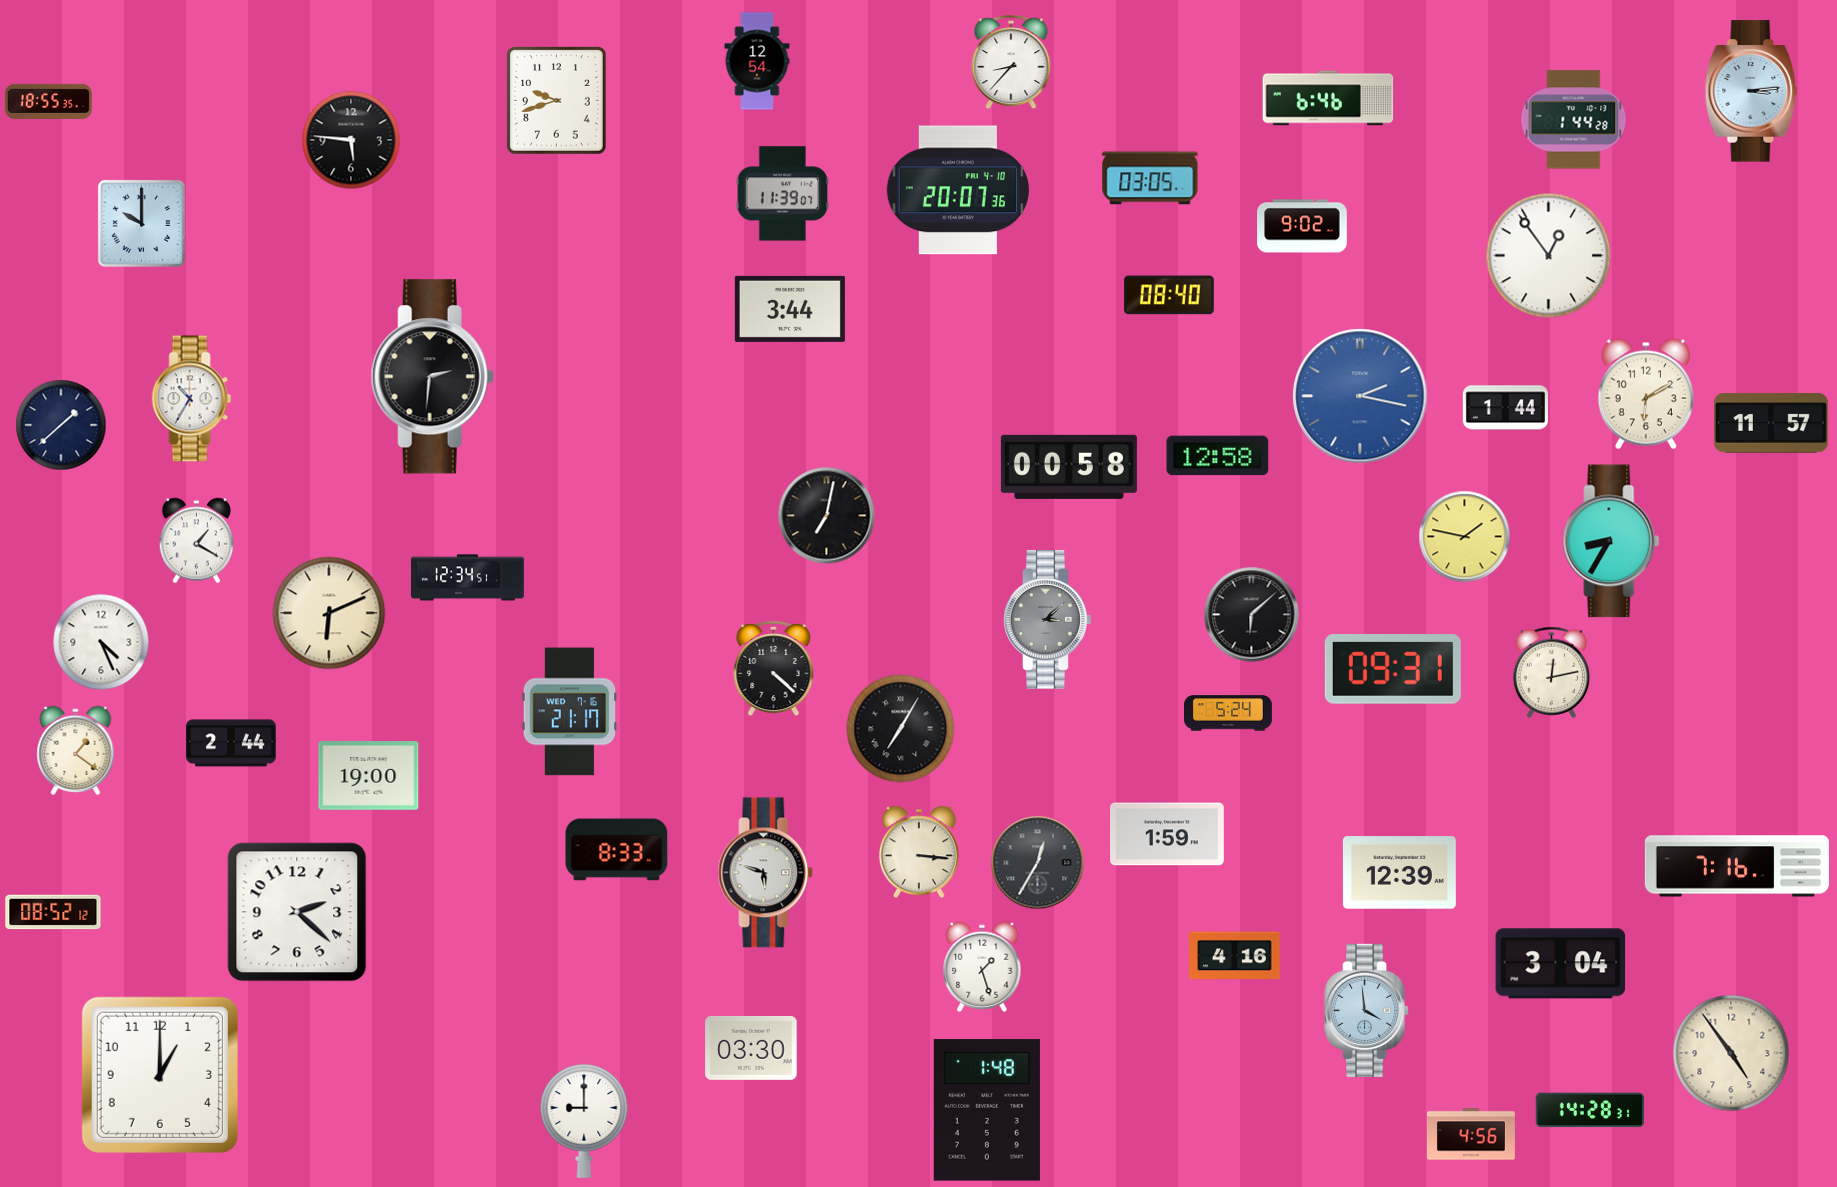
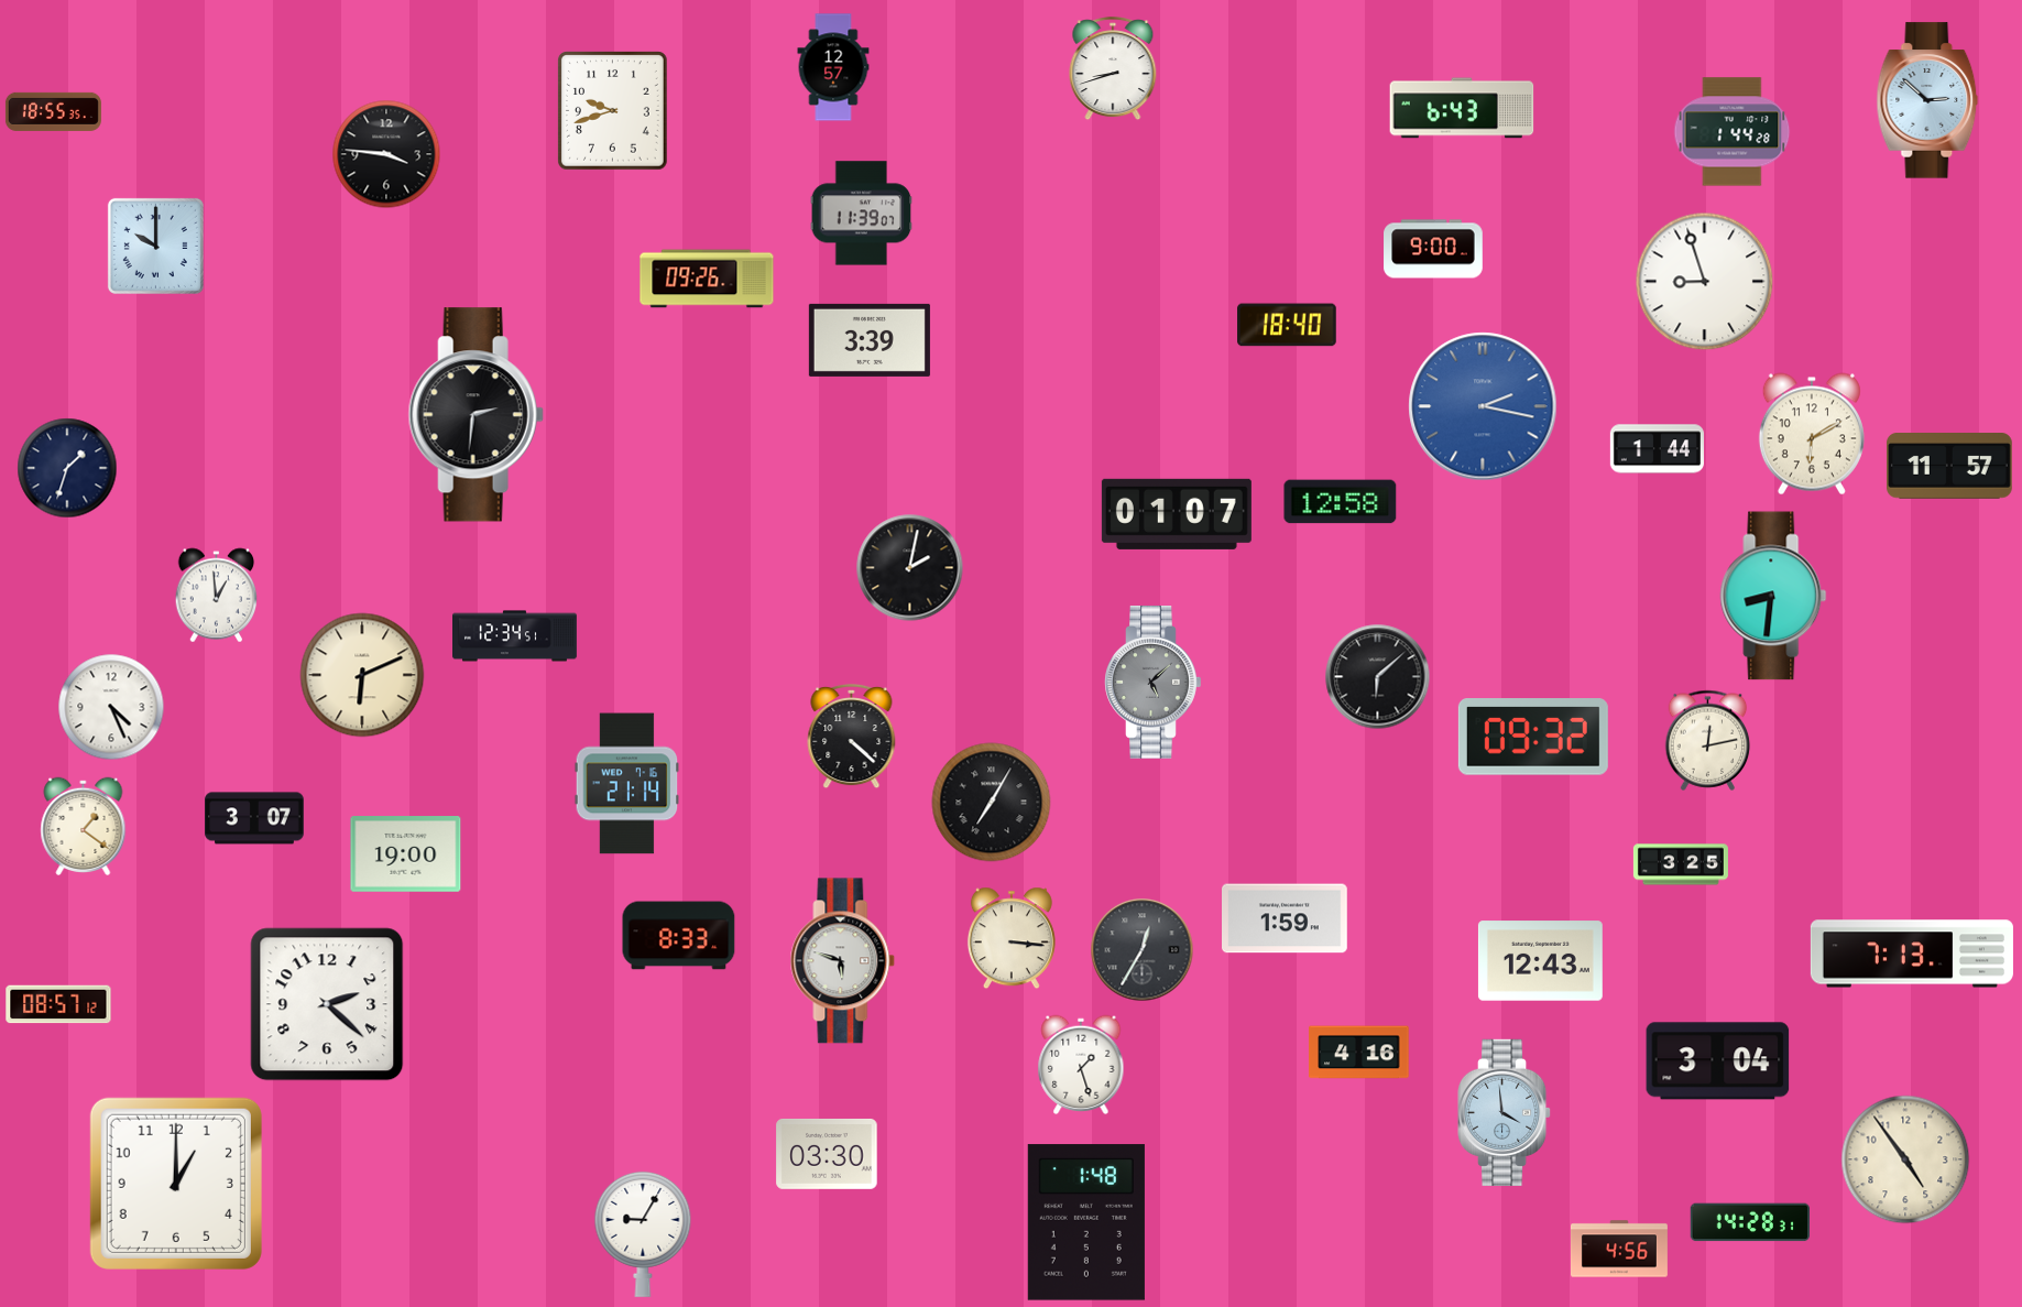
clock at (757, 61): 12:54 -> 12:57
clock at (1011, 63): 8:37 -> 8:42
clock at (1751, 91): 3:14 -> 2:52
clock at (1328, 98): 6:46 -> 6:43
clock at (351, 140): 5:46 -> 3:46
clock at (1150, 178): 03:05 -> none
clock at (958, 190): 20:07 -> none
clock at (1302, 226): 9:02 -> 9:00
clock at (707, 279): none -> 09:26
clock at (1549, 256): 12:54 -> 8:57
clock at (1169, 295): 08:40 -> 18:40
clock at (790, 309): 3:44 -> 3:39
clock at (1360, 396) position: (1360, 396) -> (1483, 406)
clock at (192, 399): 10:35 -> none
clock at (61, 425): 1:38 -> 1:33
clock at (1069, 467): 00:58 -> 01:07
clock at (827, 516): 7:02 -> 2:02
clock at (1465, 537): 1:47 -> none
clock at (197, 541): 1:20 -> 12:59
clock at (1611, 541): 8:35 -> 8:31
clock at (1048, 620): 3:08 -> 5:08
clock at (1393, 669): 09:31 -> 09:32
clock at (570, 712): 21:17 -> 21:14
clock at (1229, 713): 5:24 -> none
clock at (231, 743): 2:44 -> 3:07
clock at (1681, 864): none -> 3:25
clock at (1737, 866): 7:16 -> 7:13
clock at (1399, 873): 12:39 -> 12:43
clock at (53, 912): 08:52 -> 08:57
clock at (584, 1121): 9:00 -> 9:05
